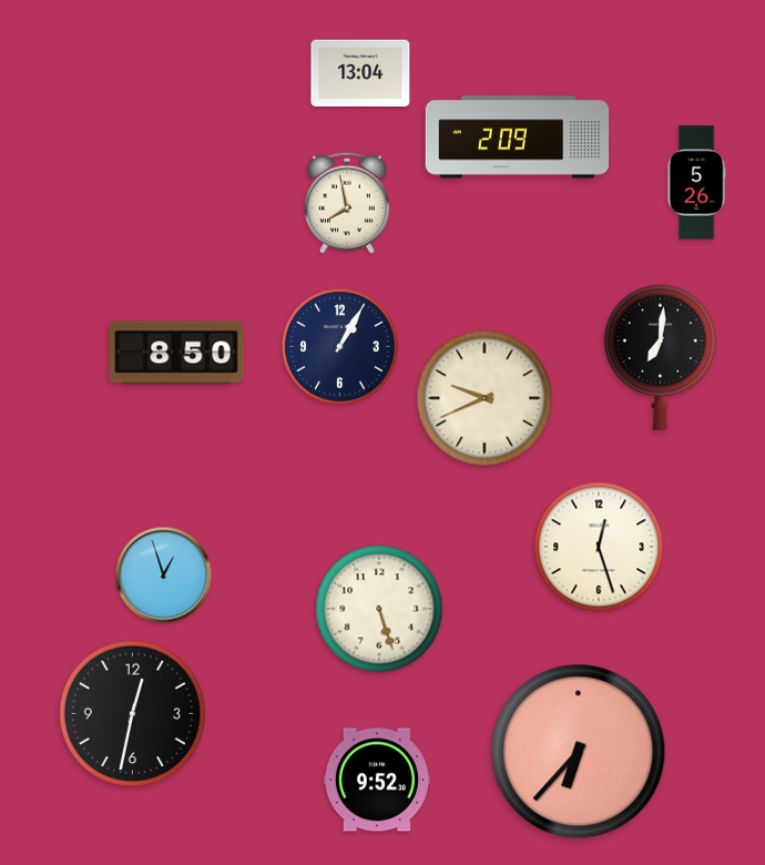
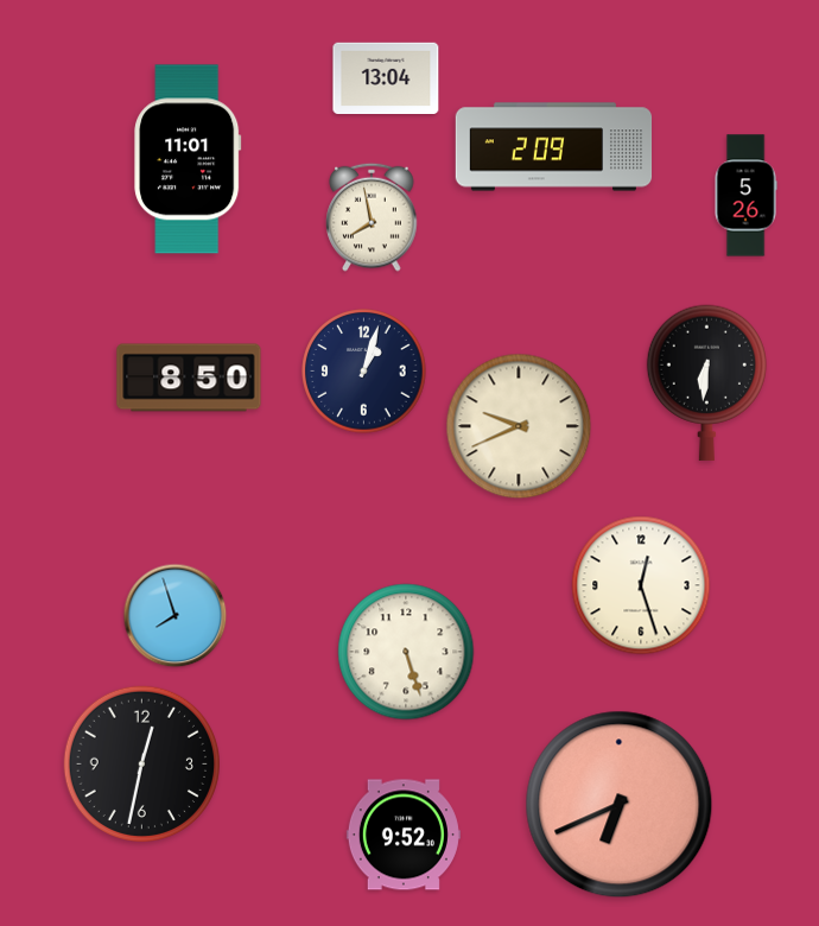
clock at (188, 159): none -> 11:01
clock at (340, 347): 1:05 -> 1:03
clock at (660, 357): 7:01 -> 6:31
clock at (164, 576): 12:57 -> 7:57
clock at (579, 752): 6:37 -> 6:41
